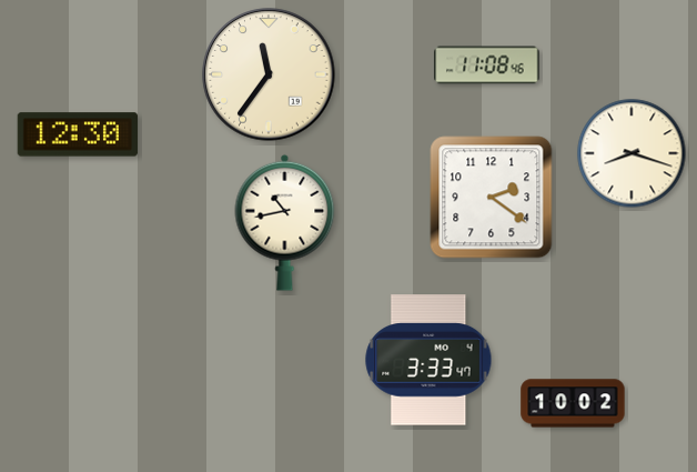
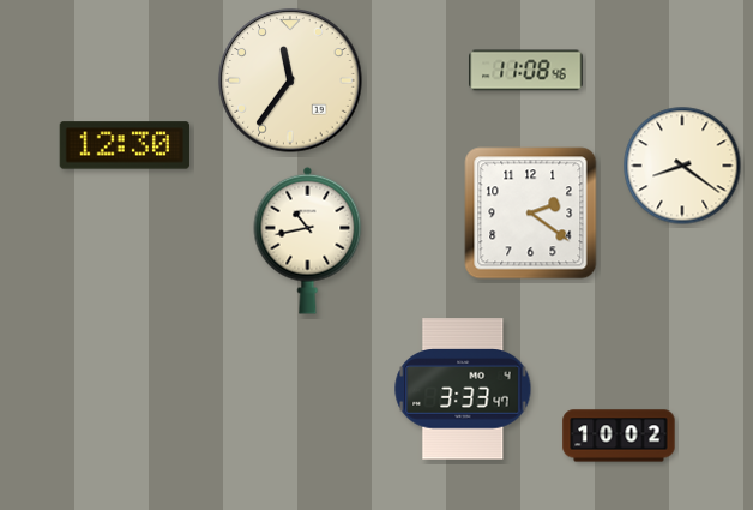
clock at (78, 134) position: (78, 134) -> (125, 145)
clock at (632, 153): 8:18 -> 8:21
